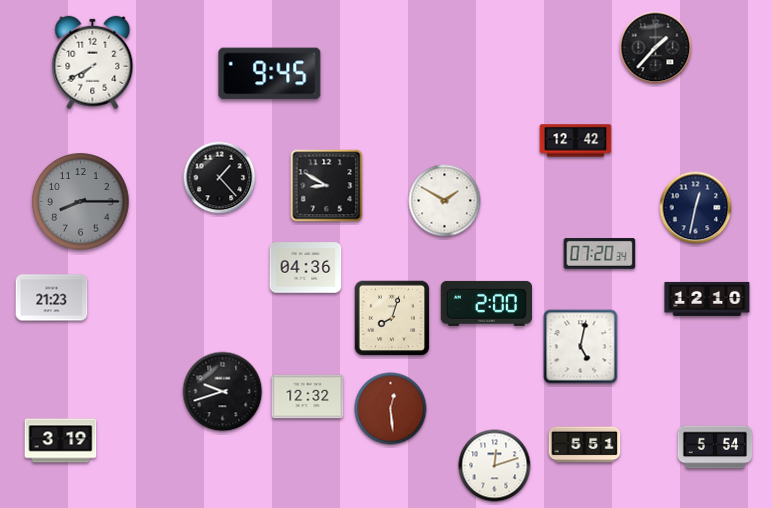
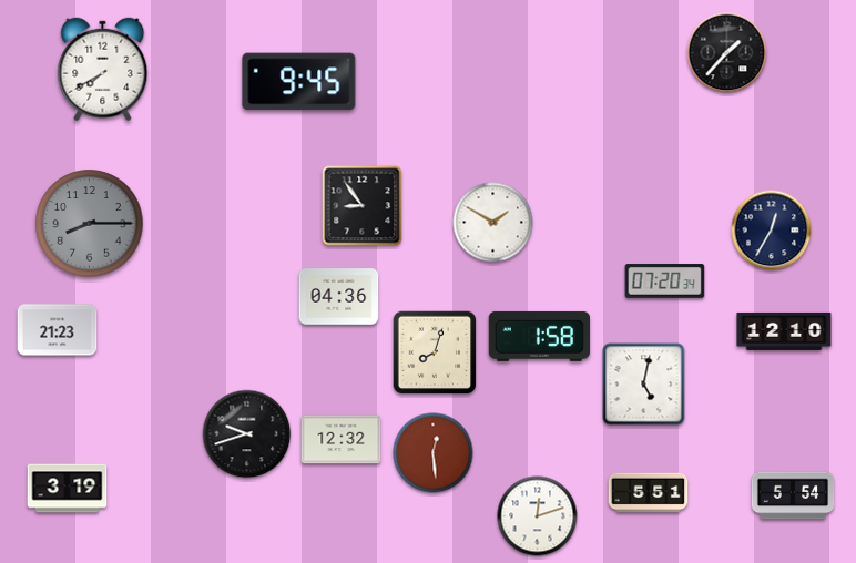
clock at (576, 141): 12:42 -> none
clock at (220, 178): 1:23 -> none
clock at (327, 186): 8:50 -> 8:54
clock at (696, 208): 12:32 -> 12:35
clock at (486, 303): 2:00 -> 1:58
clock at (495, 466) position: (495, 466) -> (538, 516)
